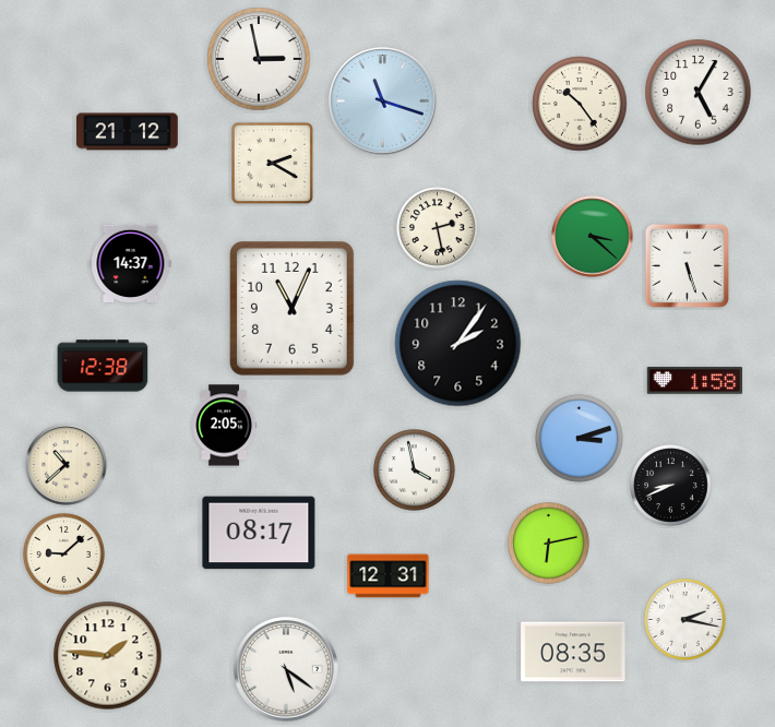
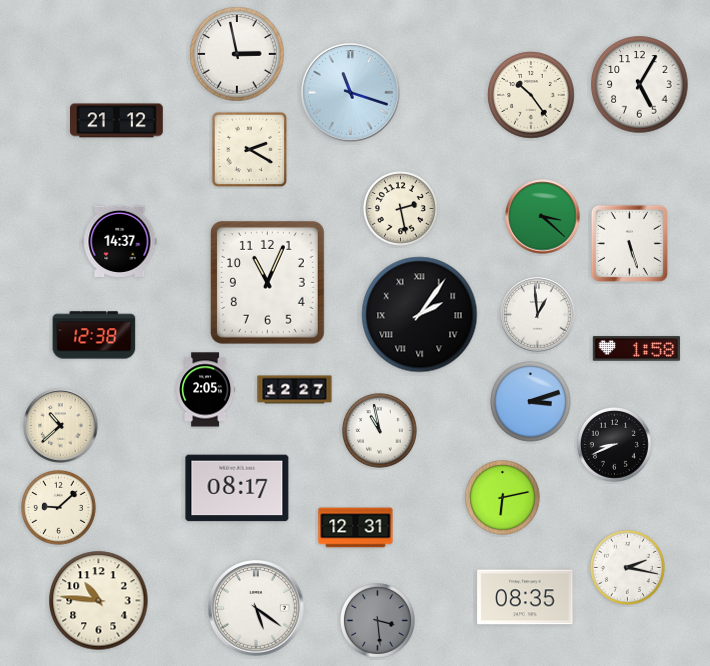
clock at (458, 344) numerals: Arabic -> Roman
clock at (538, 315): none -> 12:59
clock at (295, 390): none -> 12:27
clock at (415, 470): 3:58 -> 10:58
clock at (108, 656): 1:46 -> 10:46
clock at (286, 669) position: (286, 669) -> (256, 608)
clock at (378, 621): none -> 3:29
